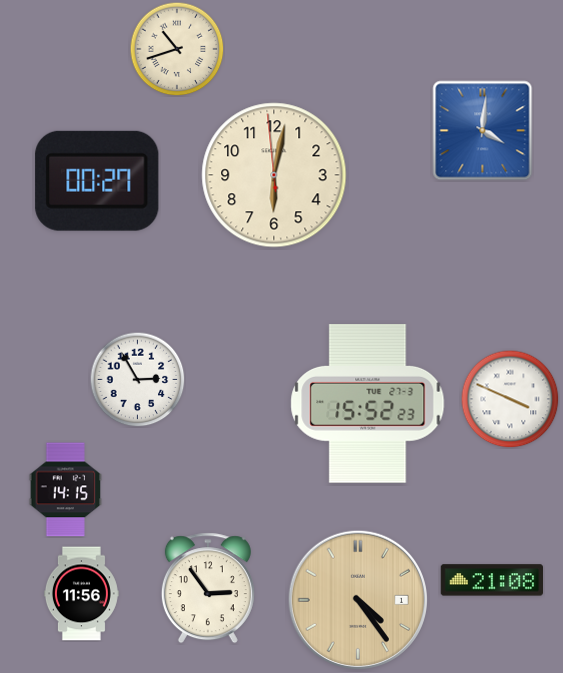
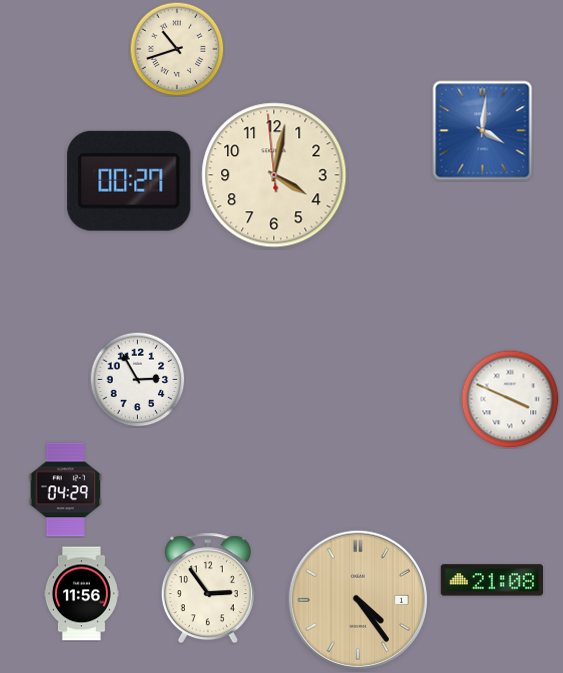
clock at (274, 175): 6:01 -> 4:01
clock at (97, 181) position: (97, 181) -> (129, 181)
clock at (368, 404): 15:52 -> none
clock at (66, 490): 14:15 -> 04:29
